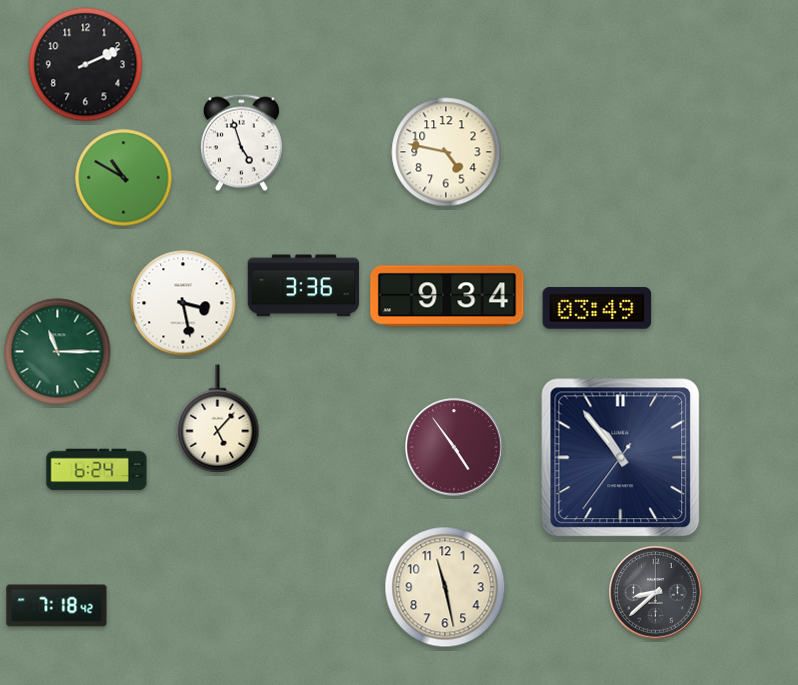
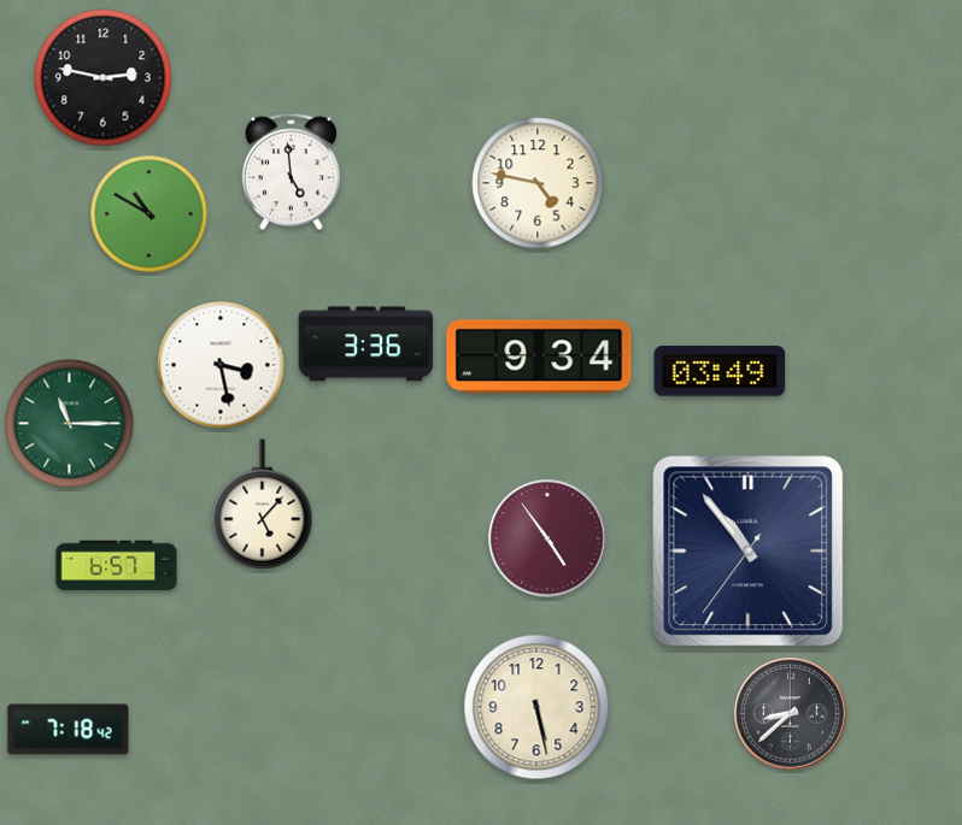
clock at (86, 65): 2:11 -> 2:47
clock at (241, 143): 4:57 -> 4:59
clock at (97, 470): 6:24 -> 6:57
clock at (445, 587): 11:28 -> 5:28
